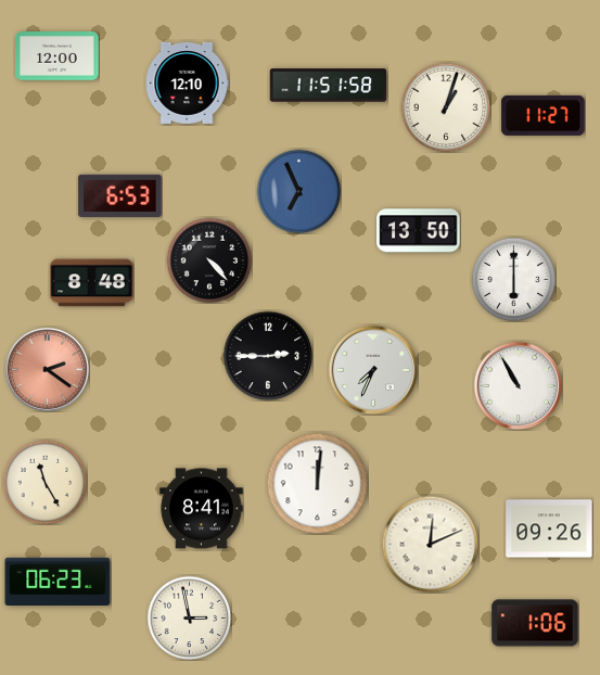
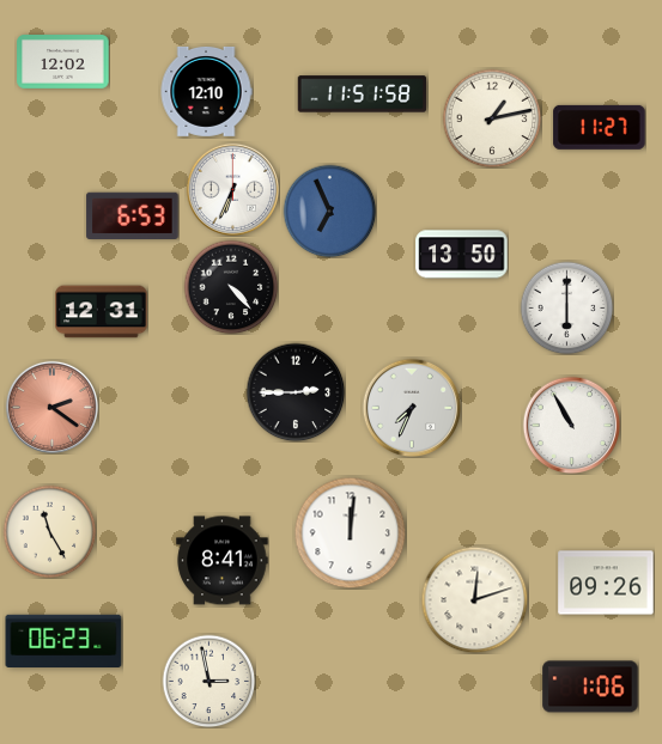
clock at (58, 56): 12:00 -> 12:02
clock at (446, 107): 1:03 -> 1:13
clock at (232, 189): none -> 6:34
clock at (92, 283): 8:48 -> 12:31
clock at (430, 544): 12:11 -> 12:12
